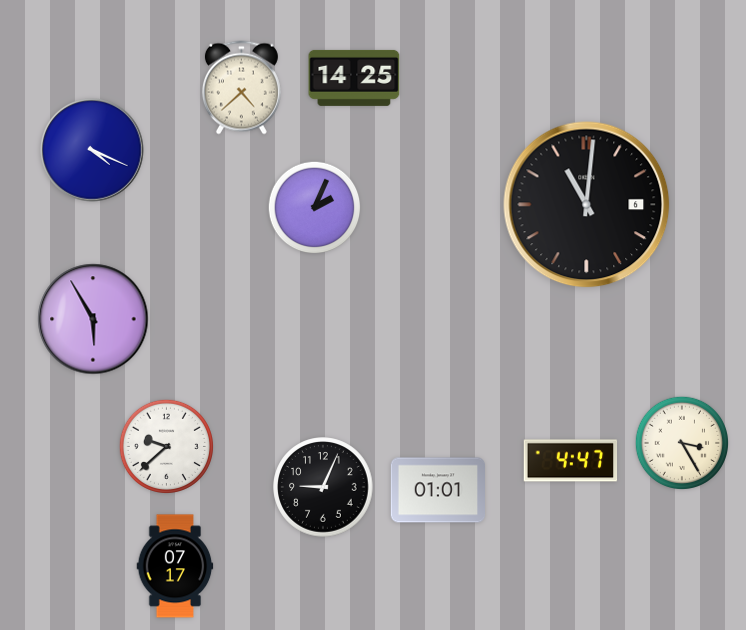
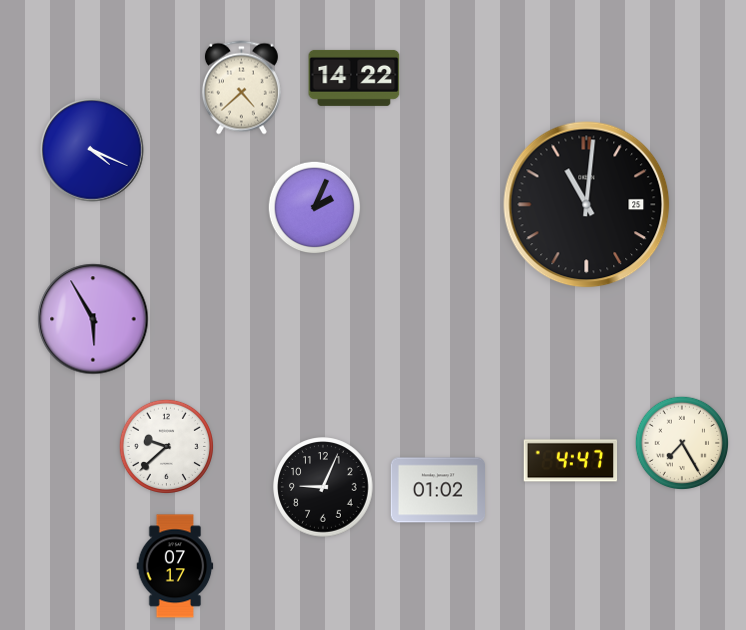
clock at (354, 78): 14:25 -> 14:22
clock at (587, 205) date: 6 -> 25
clock at (681, 442): 3:25 -> 7:25
clock at (437, 490): 01:01 -> 01:02
